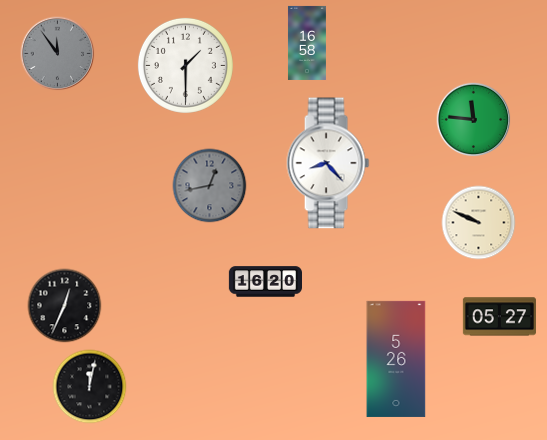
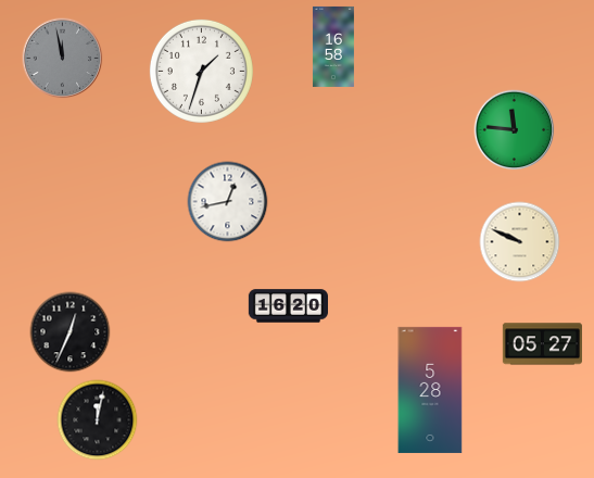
clock at (58, 54): 11:54 -> 11:58
clock at (185, 65): 1:30 -> 1:33
clock at (328, 163): 8:23 -> none
clock at (210, 186) dial: grey -> white
clock at (396, 359): 5:26 -> 5:28
